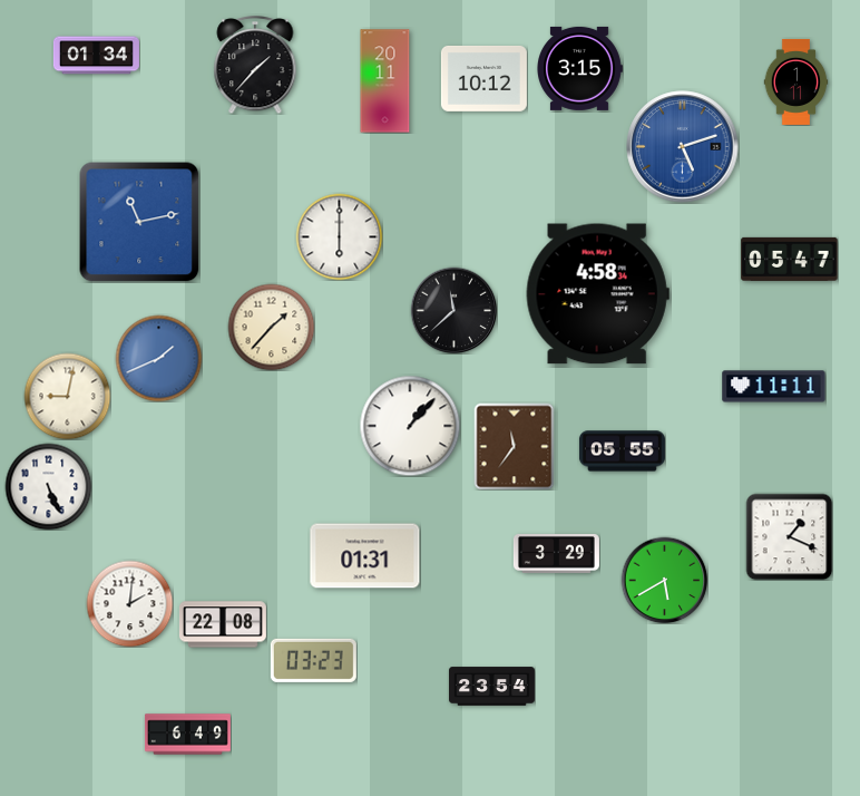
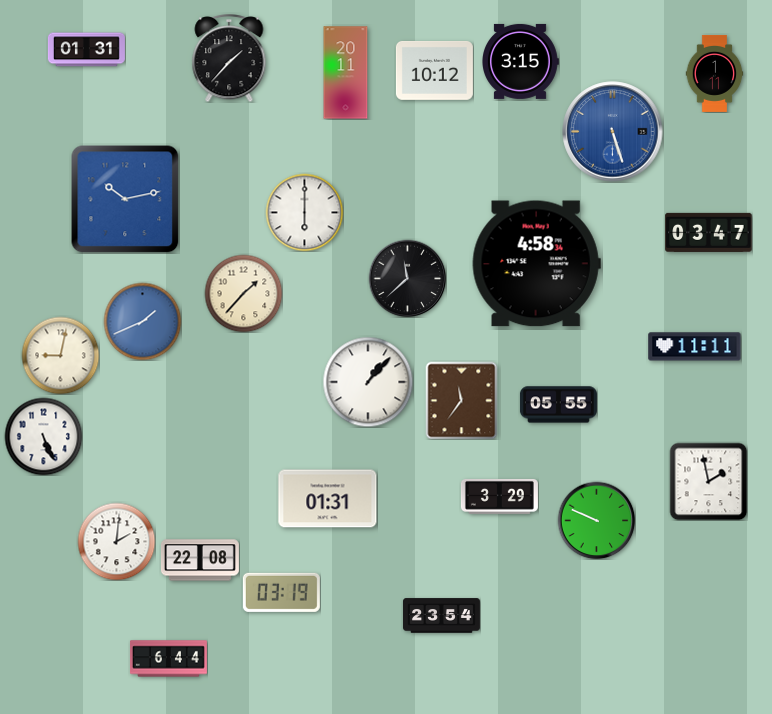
clock at (96, 56): 01:34 -> 01:31
clock at (683, 147): 5:12 -> 5:27
clock at (139, 222): 11:13 -> 10:13
clock at (790, 259): 05:47 -> 03:47
clock at (789, 536): 1:19 -> 1:58
clock at (664, 580): 5:40 -> 9:49
clock at (313, 660): 03:23 -> 03:19
clock at (187, 735): 6:49 -> 6:44
